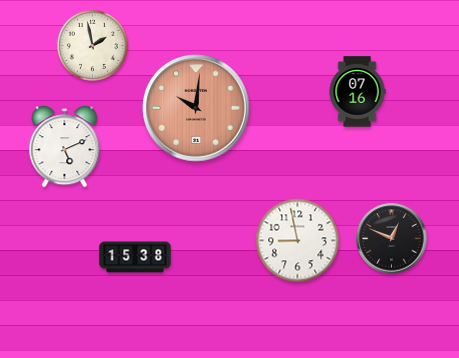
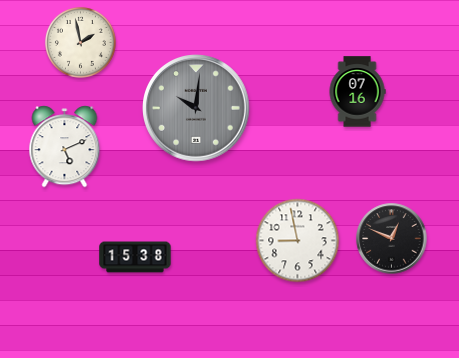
clock at (92, 45) position: (92, 45) -> (80, 42)
clock at (196, 108) dial: salmon -> grey
